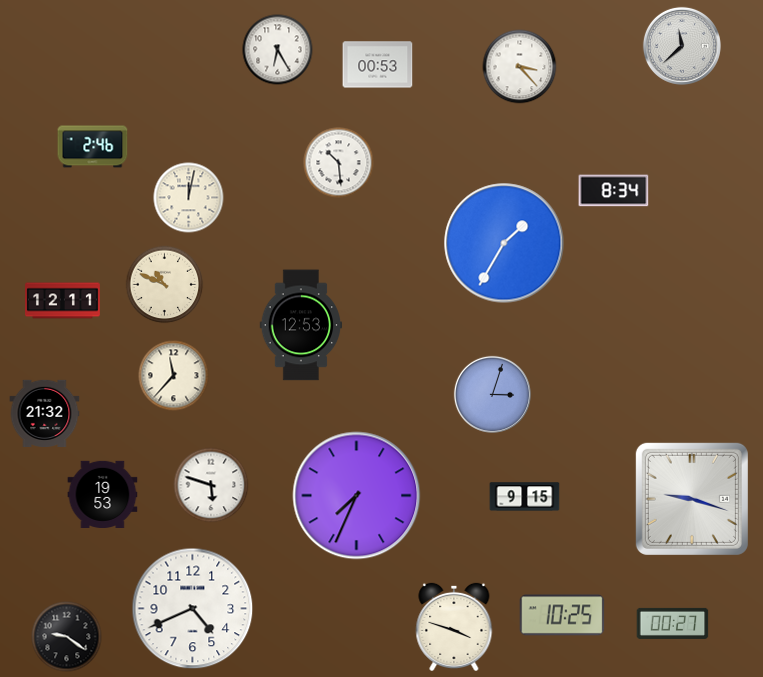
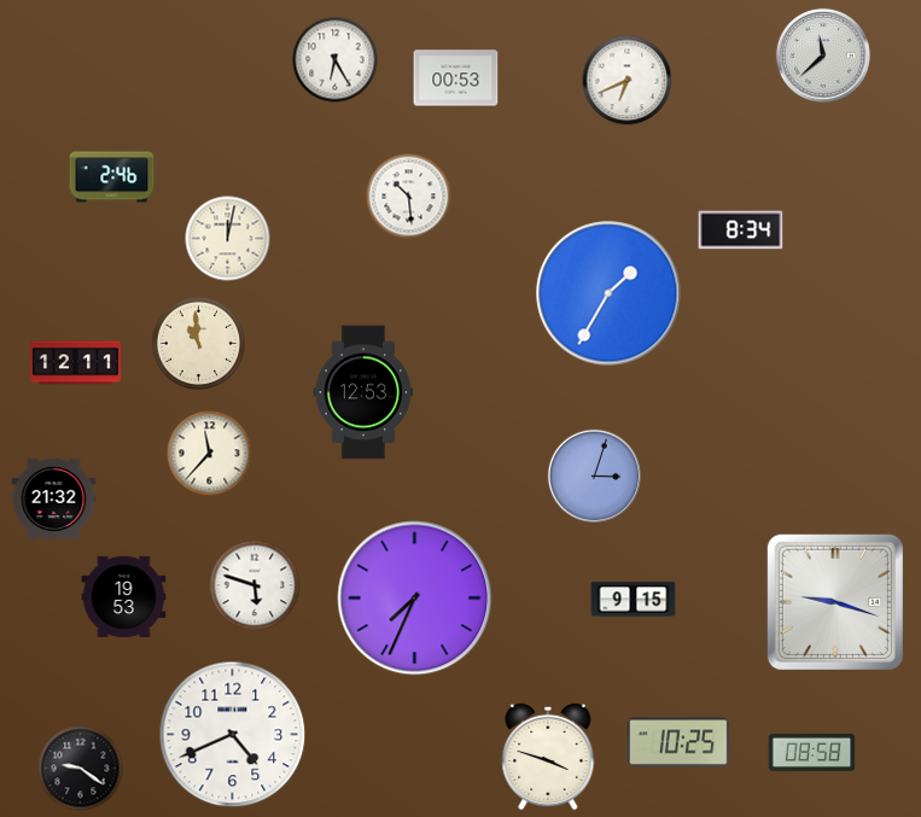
clock at (520, 67): 3:23 -> 6:41
clock at (165, 285): 10:49 -> 10:59
clock at (357, 496) position: (357, 496) -> (415, 599)
clock at (673, 623): 00:27 -> 08:58
